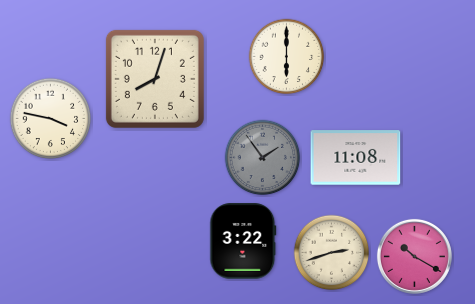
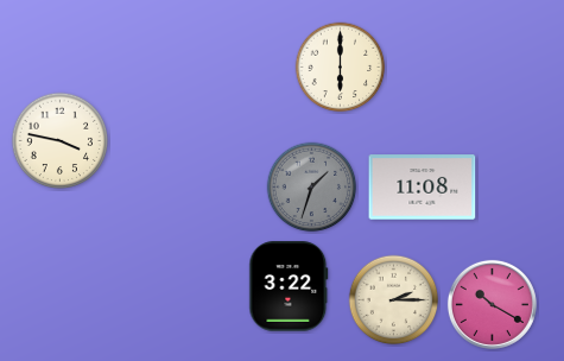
clock at (155, 79): 8:03 -> none
clock at (263, 158): 1:54 -> 1:33
clock at (332, 253): 2:42 -> 2:15
